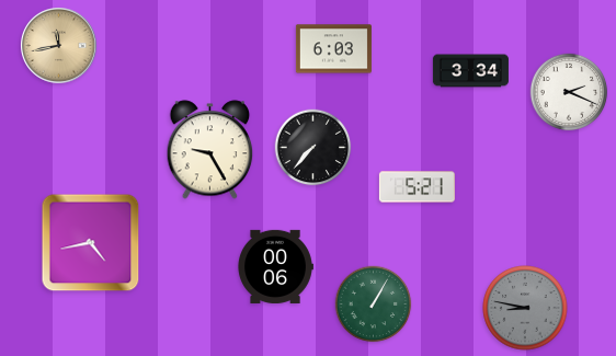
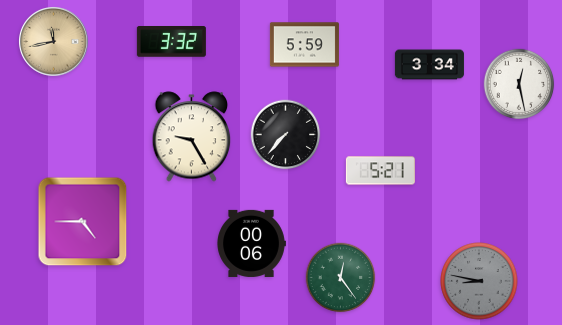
clock at (171, 42): none -> 3:32
clock at (333, 49): 6:03 -> 5:59
clock at (569, 92): 2:19 -> 12:28
clock at (91, 243): 4:43 -> 4:45
clock at (374, 305): 1:05 -> 12:24
